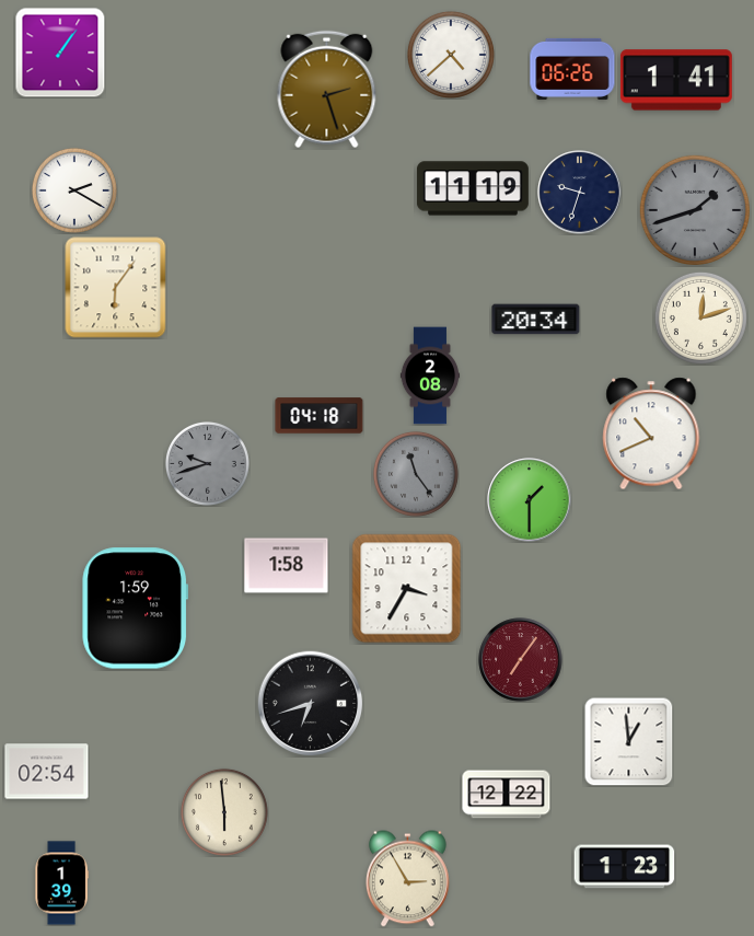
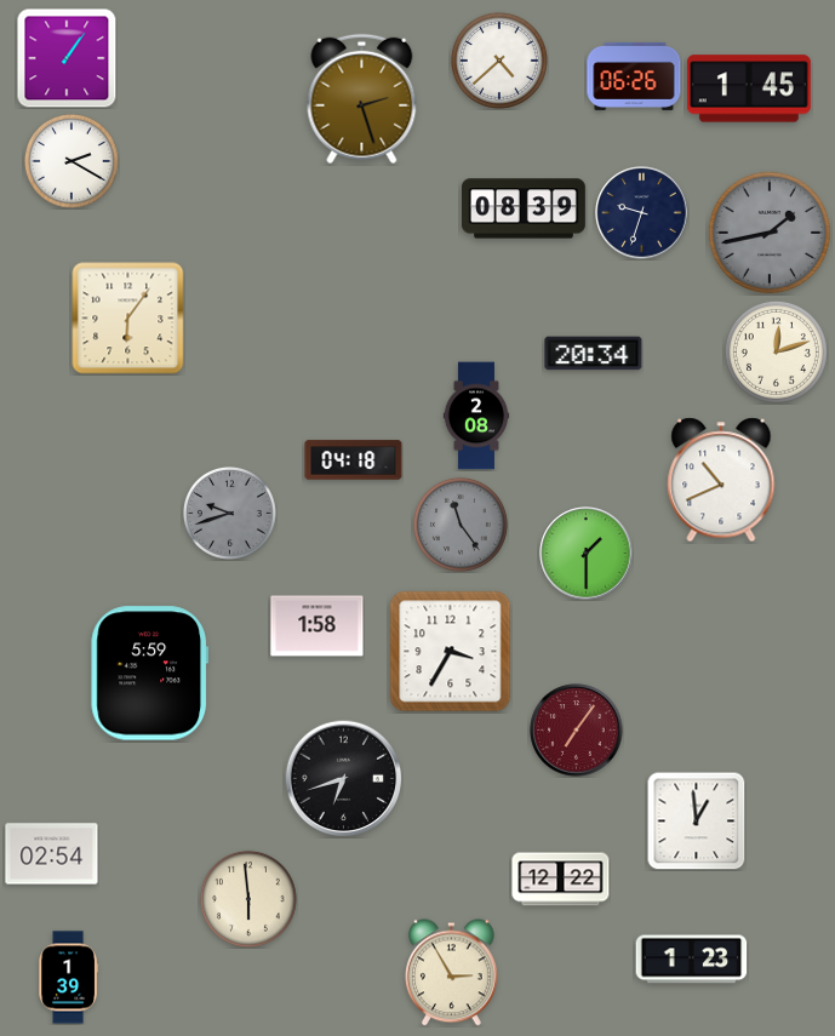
clock at (676, 80): 1:41 -> 1:45
clock at (473, 188): 11:19 -> 08:39
clock at (74, 190) position: (74, 190) -> (72, 161)
clock at (694, 209): 1:42 -> 1:43
clock at (135, 609): 1:59 -> 5:59
